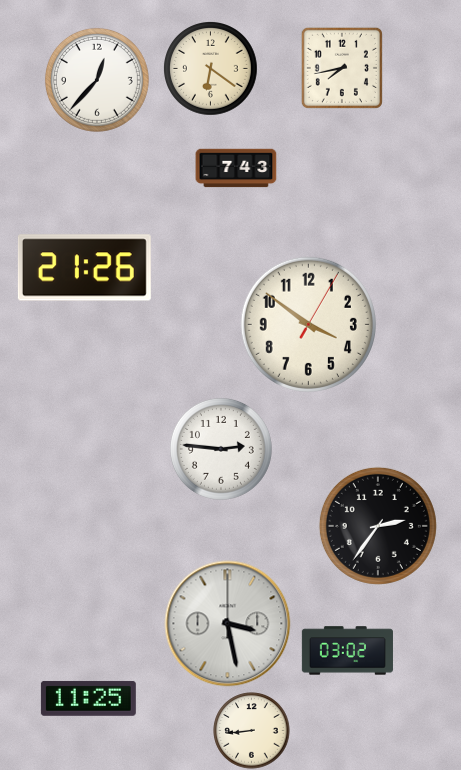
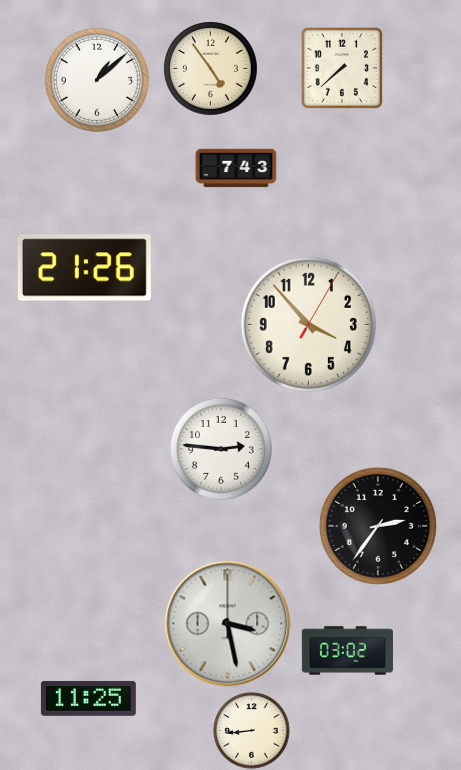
clock at (342, 68): 7:43 -> 7:38
clock at (211, 69): 6:21 -> 4:54
clock at (97, 80): 12:37 -> 1:08
clock at (308, 324): 3:51 -> 3:53
